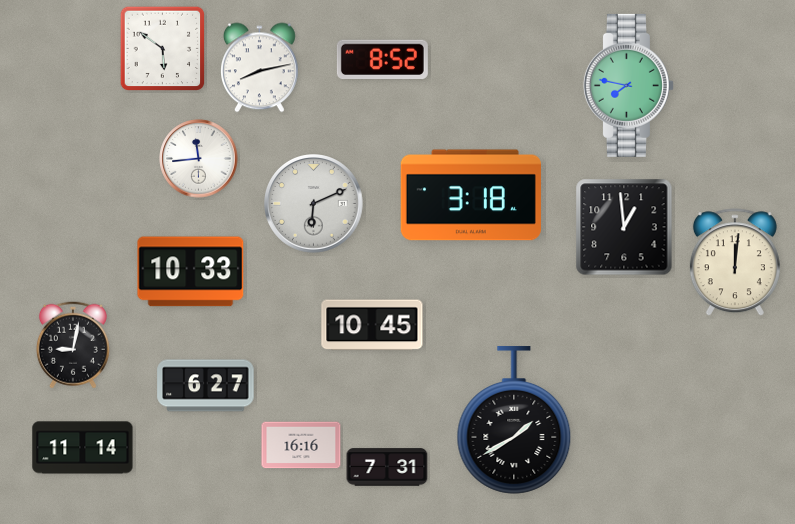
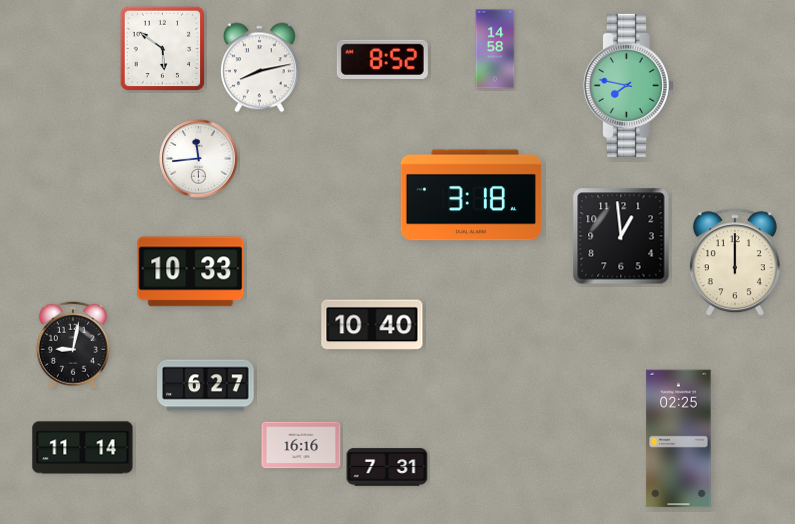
clock at (495, 49): none -> 14:58
clock at (314, 204): 6:11 -> none
clock at (624, 227) position: (624, 227) -> (621, 236)
clock at (735, 263): 12:01 -> 12:00
clock at (372, 325): 10:45 -> 10:40
clock at (514, 420): 1:40 -> none
clock at (679, 439): none -> 02:25
